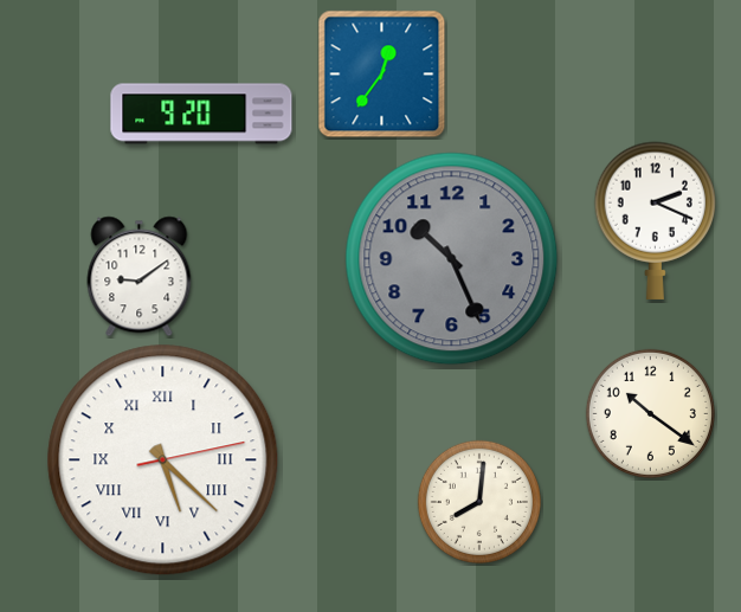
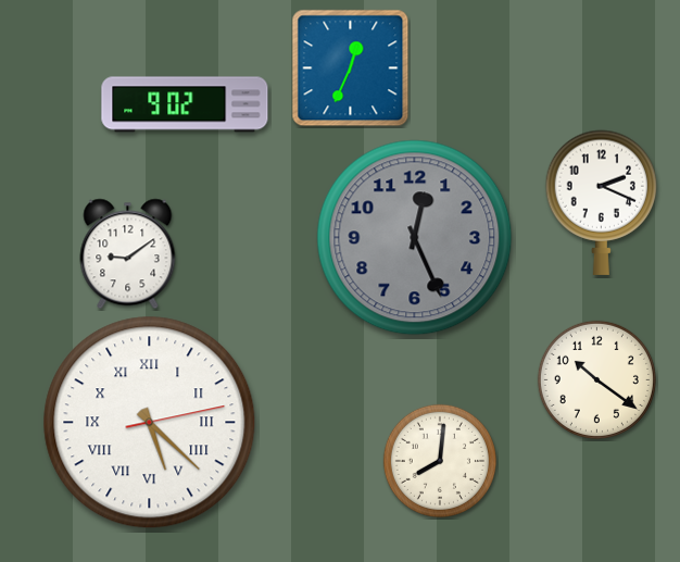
clock at (382, 75): 12:36 -> 12:34
clock at (201, 114): 9:20 -> 9:02
clock at (452, 259): 10:26 -> 12:26
